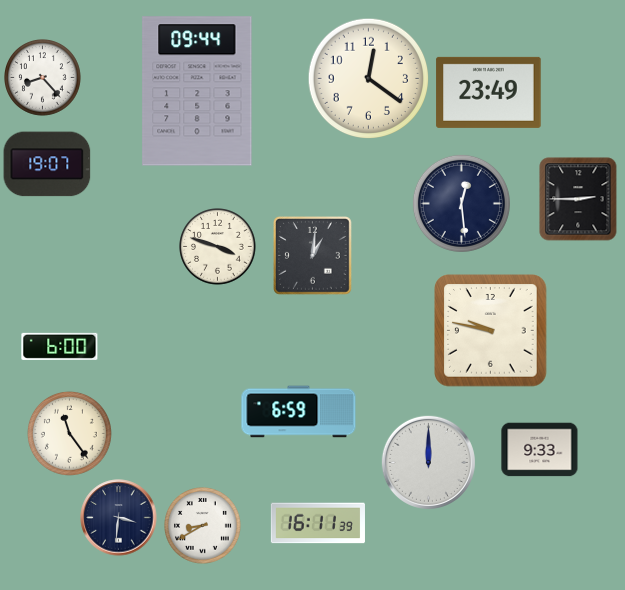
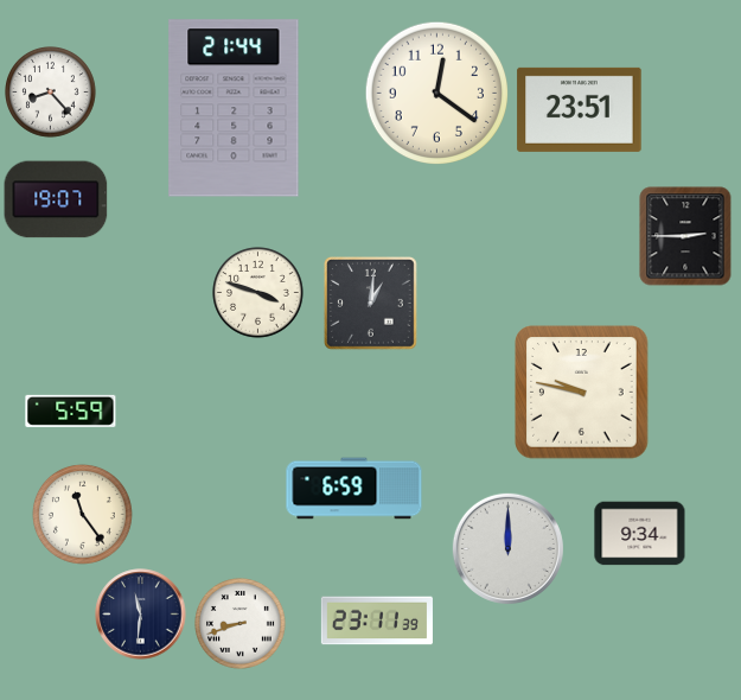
clock at (197, 91): 09:44 -> 21:44
clock at (489, 92): 23:49 -> 23:51
clock at (47, 164) position: (47, 164) -> (56, 199)
clock at (461, 203): 12:29 -> none
clock at (60, 346): 6:00 -> 5:59
clock at (540, 450): 9:33 -> 9:34
clock at (119, 518): 3:31 -> 11:31
clock at (318, 523): 16:11 -> 23:11
clock at (203, 526): 8:40 -> 8:42
